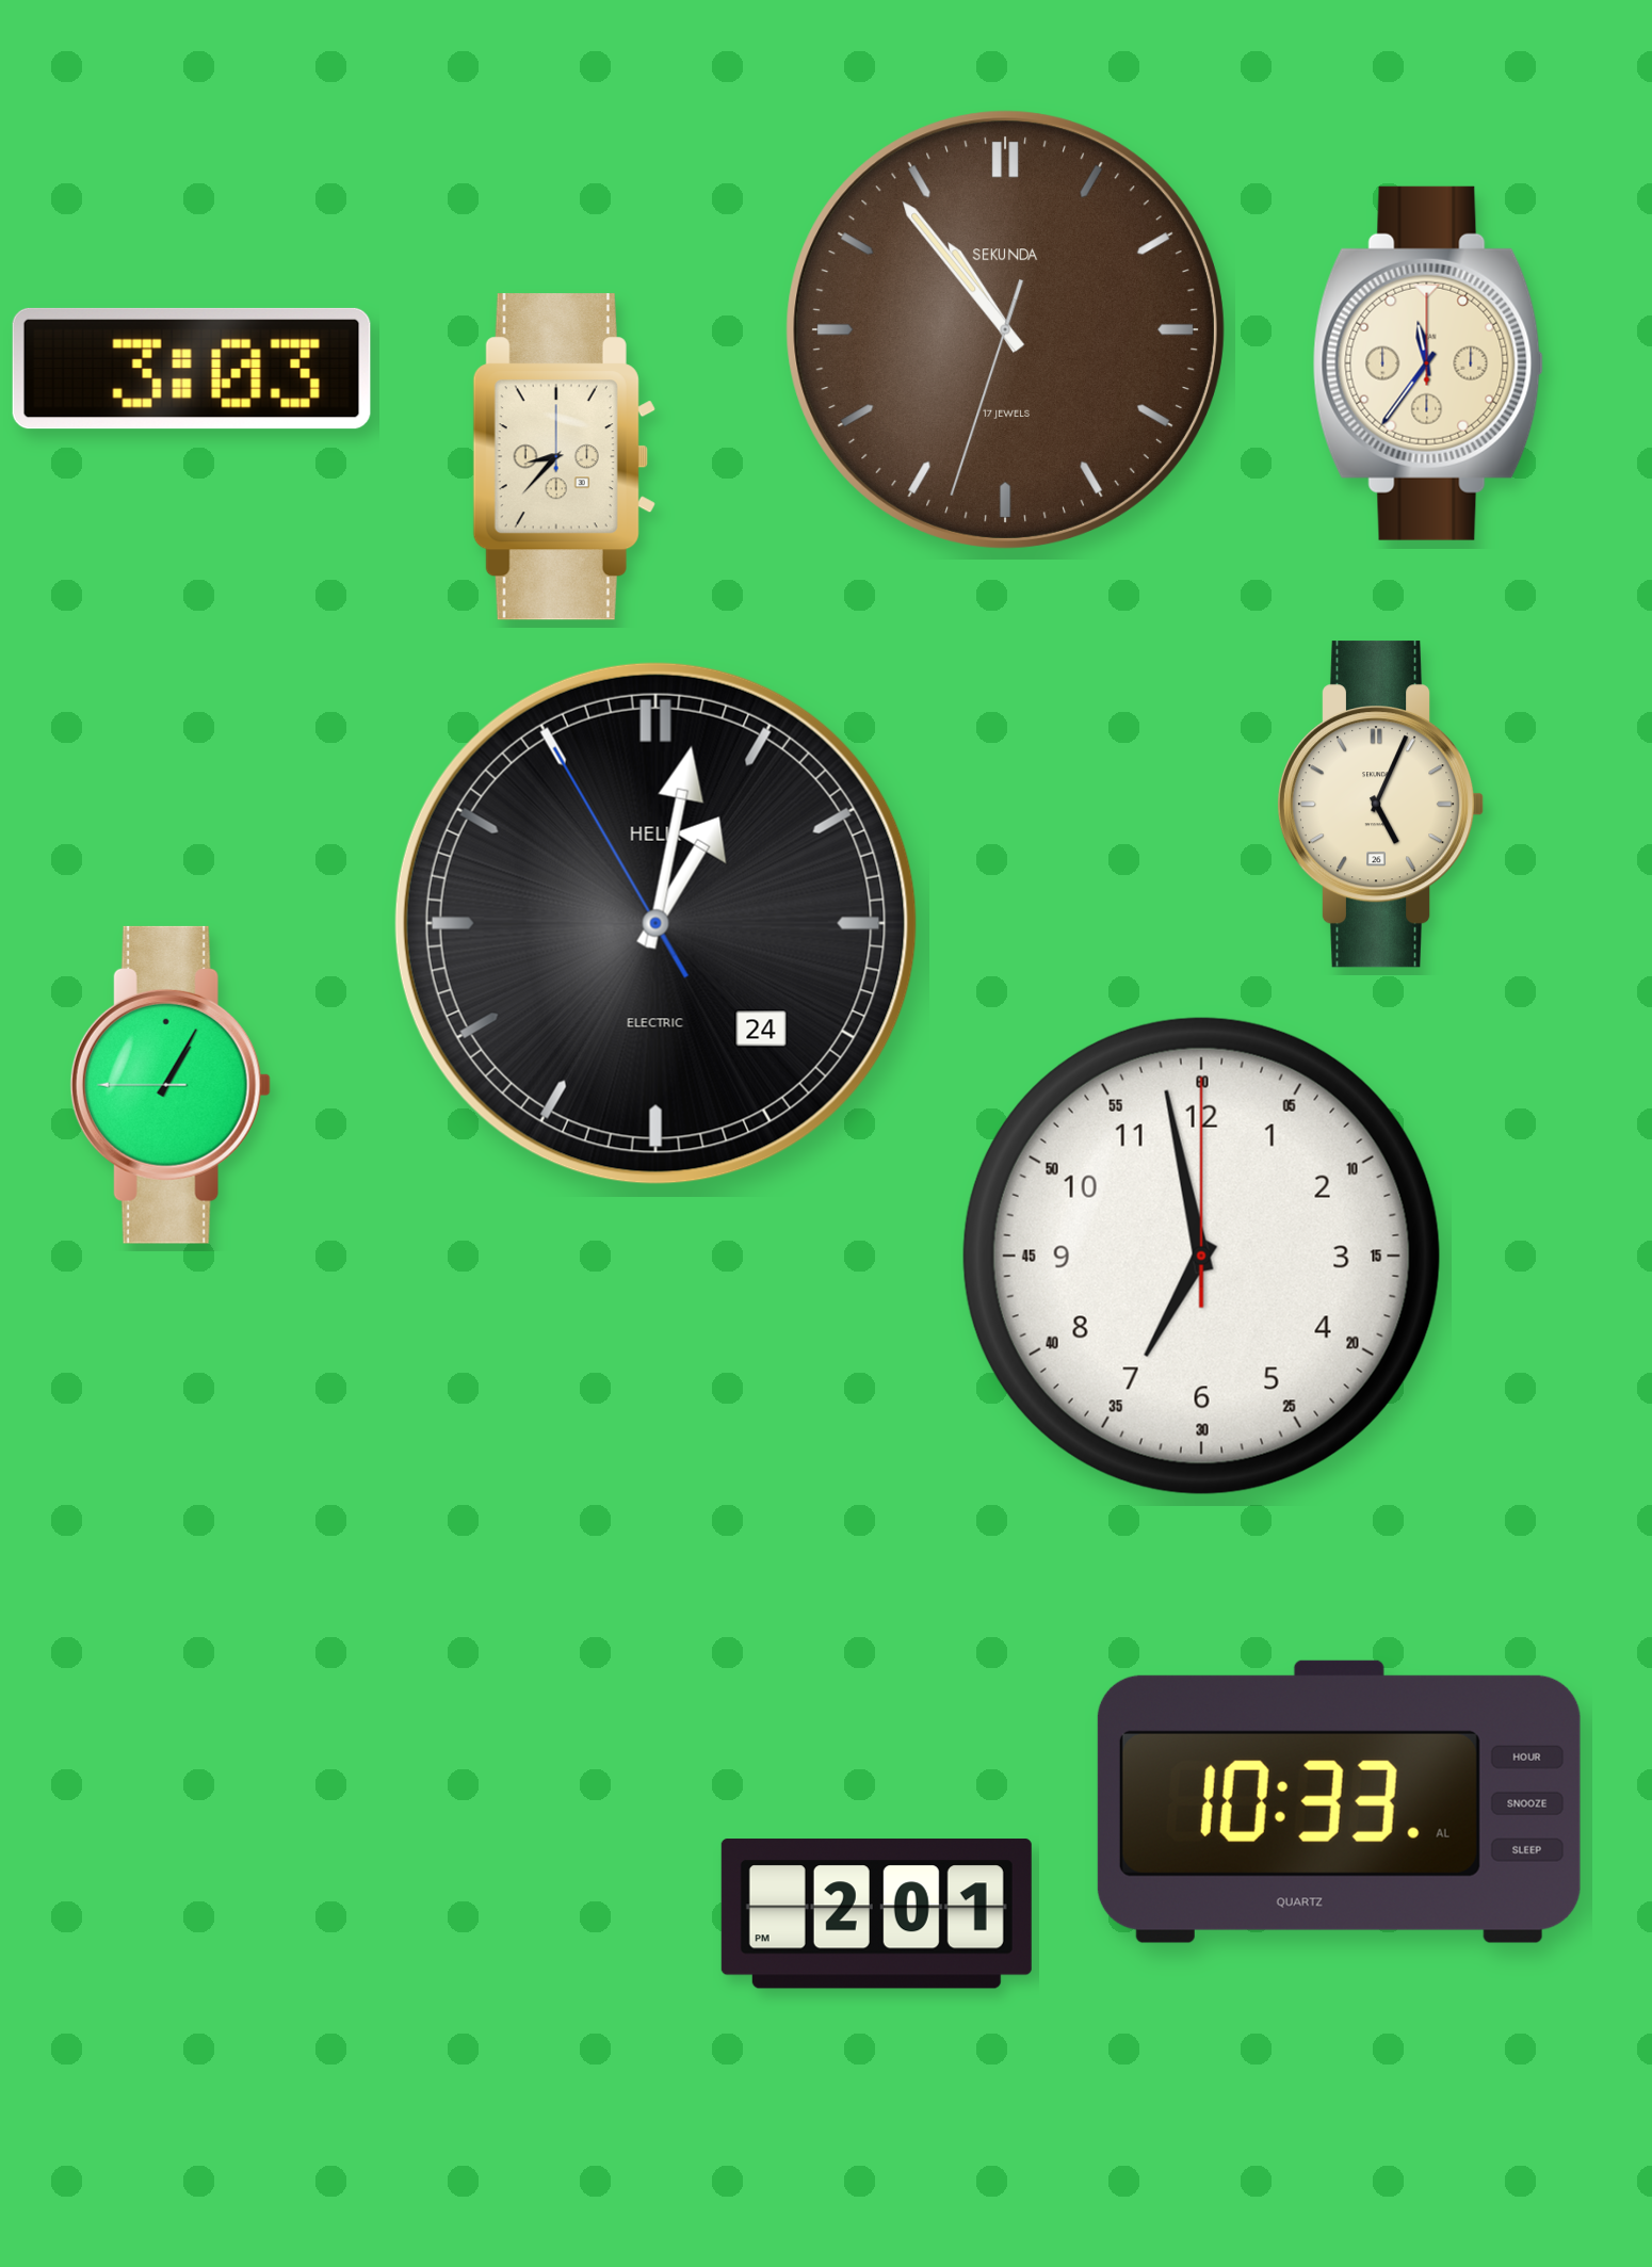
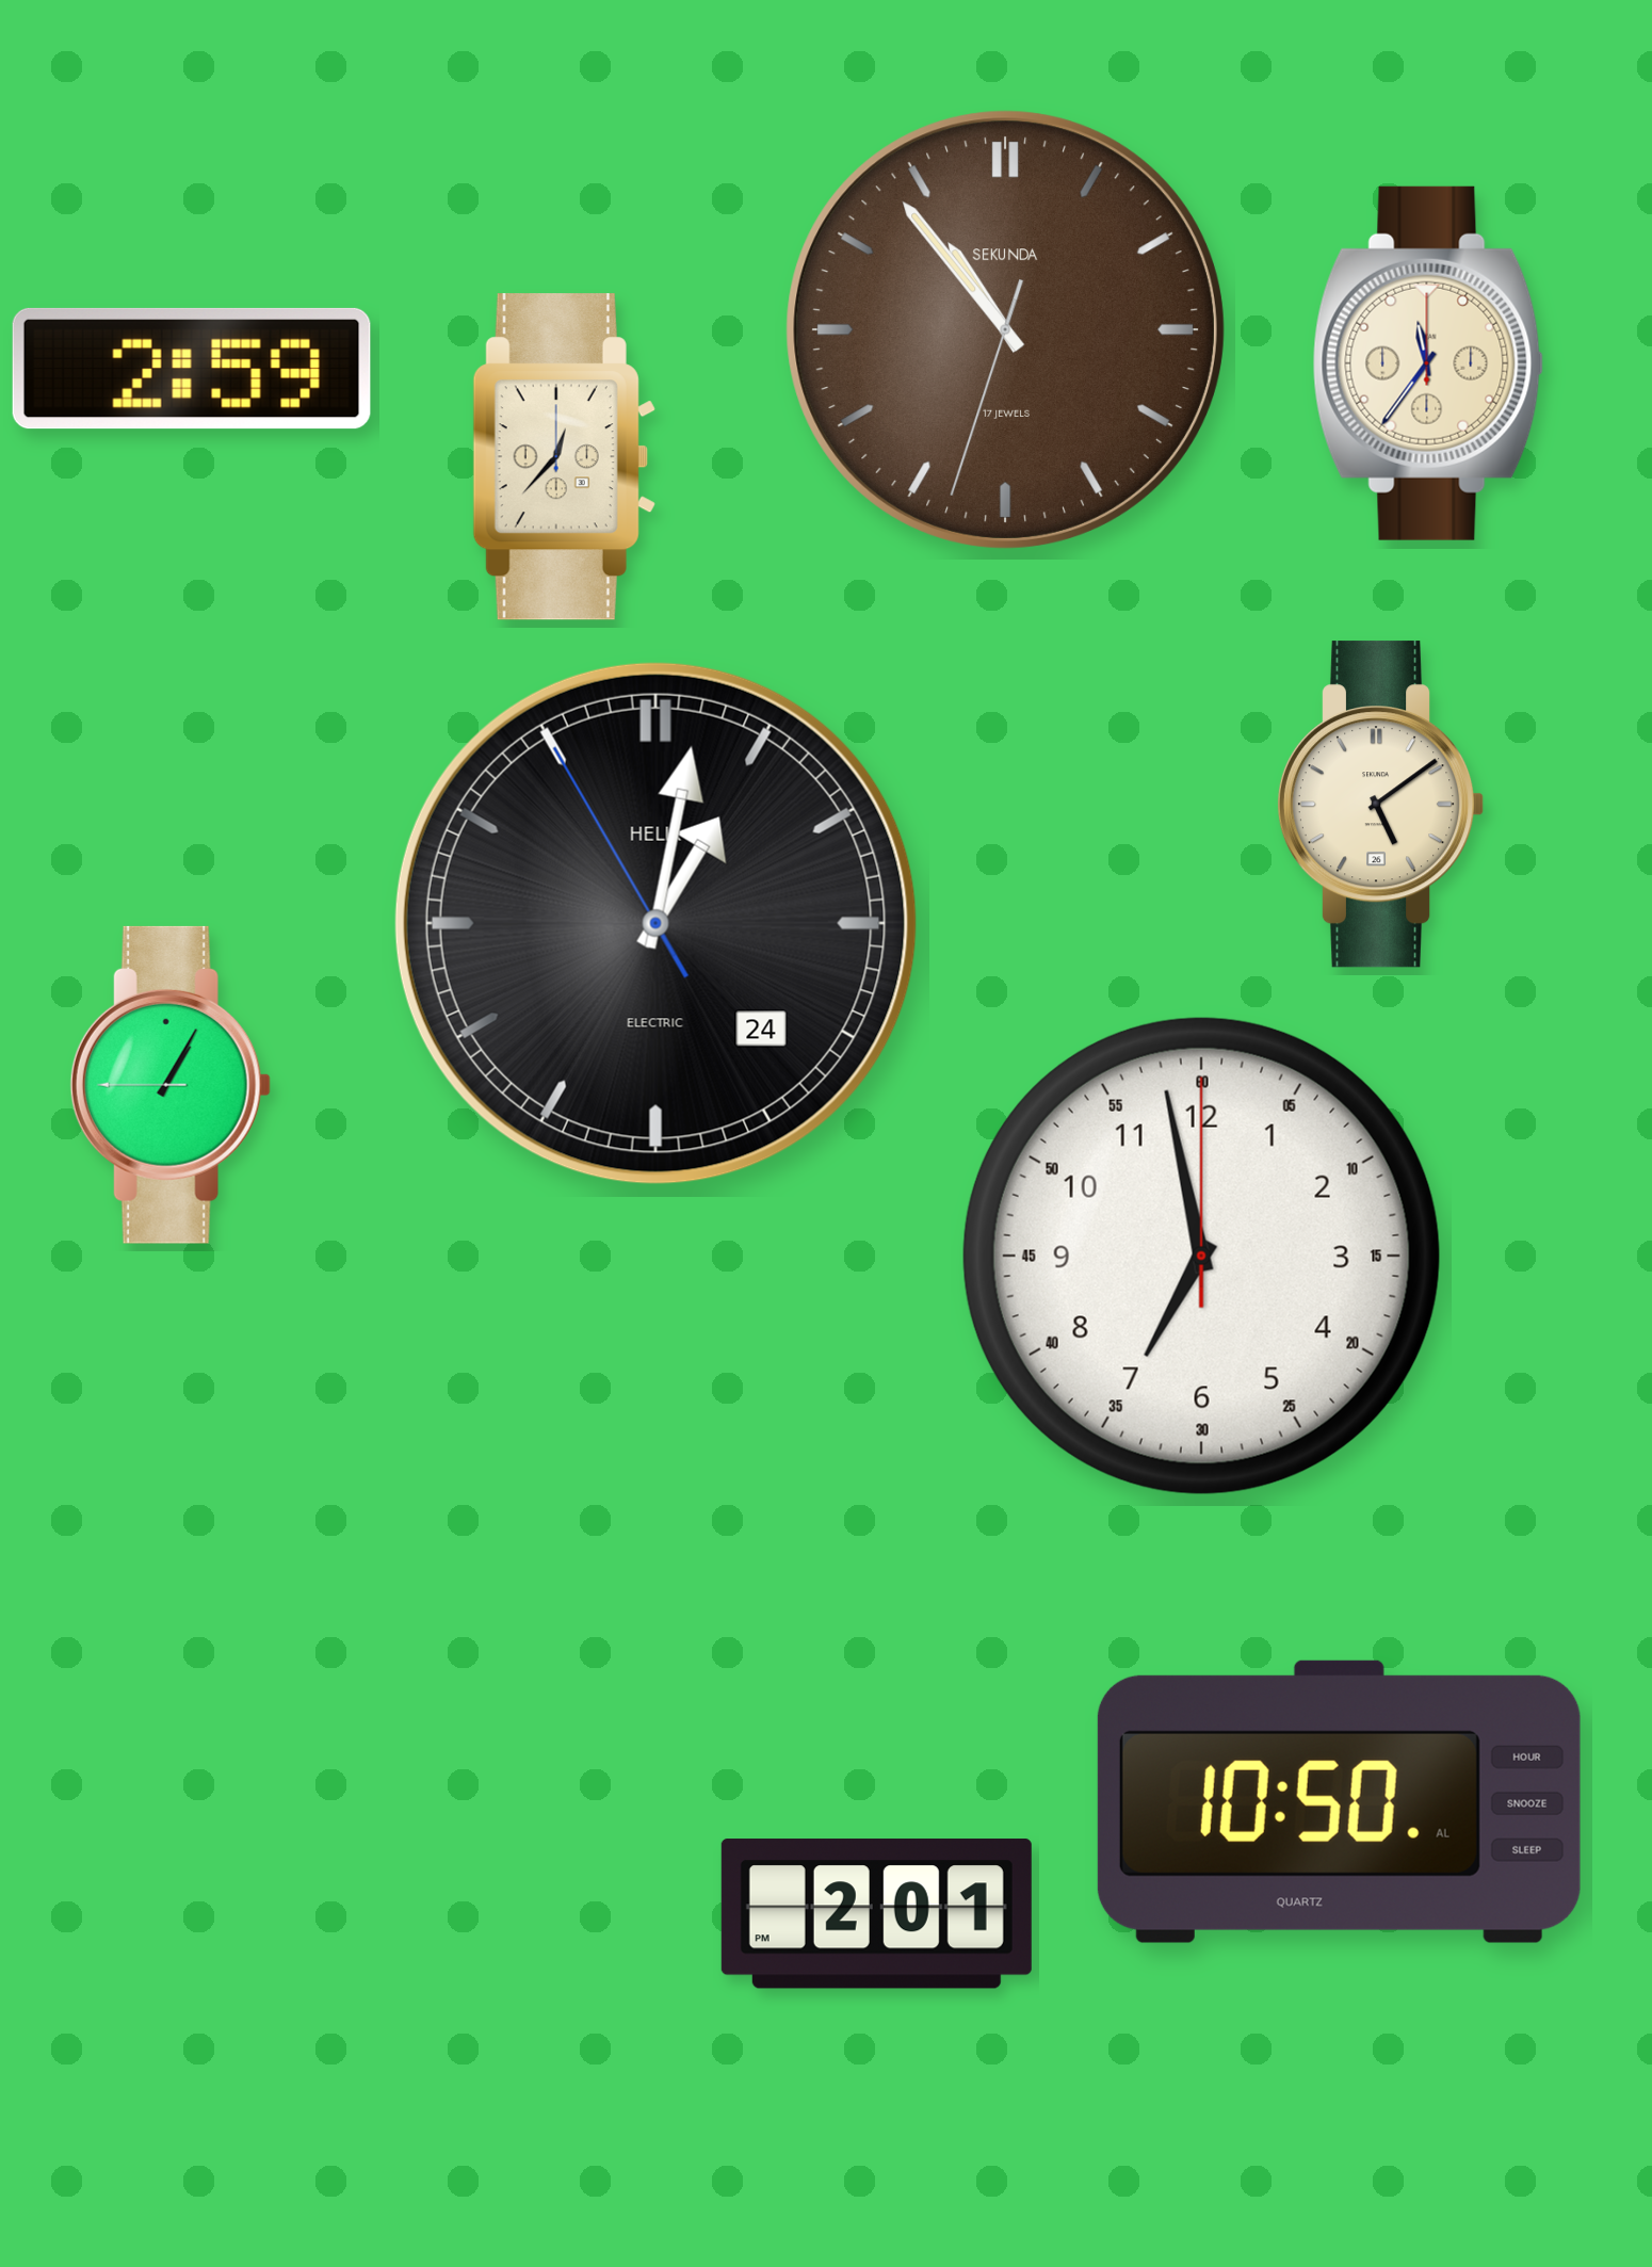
clock at (192, 369): 3:03 -> 2:59
clock at (564, 457): 8:37 -> 12:37
clock at (1380, 805): 5:04 -> 5:09
clock at (1339, 1801): 10:33 -> 10:50
